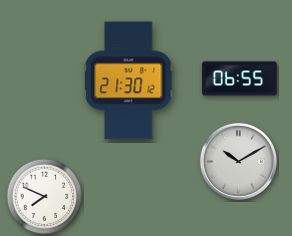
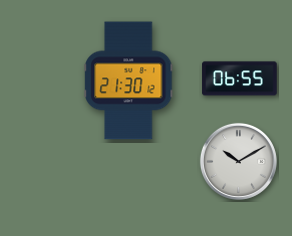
clock at (45, 197): 7:49 -> none
